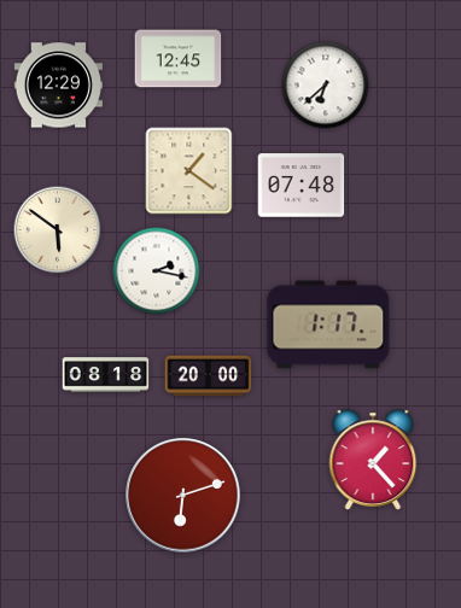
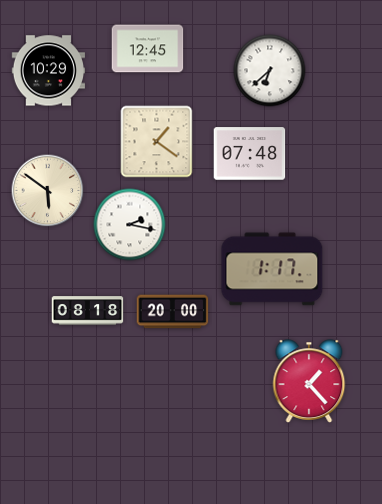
clock at (58, 86): 12:29 -> 10:29
clock at (183, 496): 6:12 -> none
